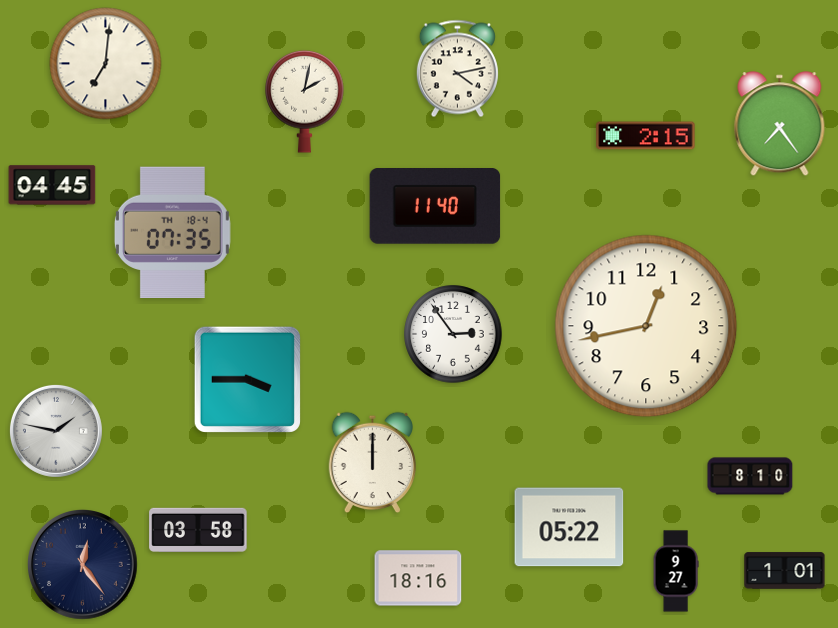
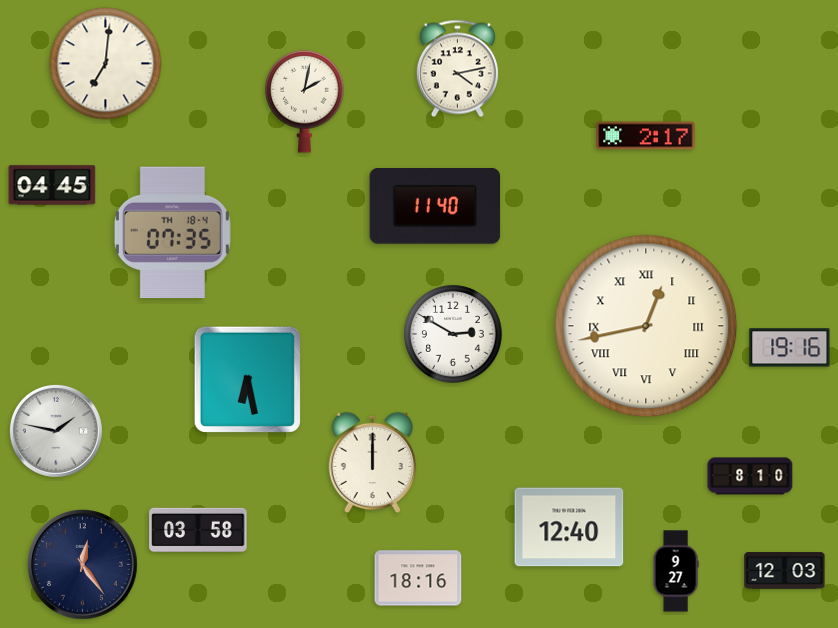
clock at (780, 124): 7:24 -> none
clock at (646, 136): 2:15 -> 2:17
clock at (646, 326) numerals: Arabic -> Roman
clock at (453, 334): 2:54 -> 2:50
clock at (790, 348): none -> 19:16
clock at (247, 379): 3:45 -> 6:28
clock at (569, 527): 05:22 -> 12:40
clock at (785, 571): 1:01 -> 12:03
